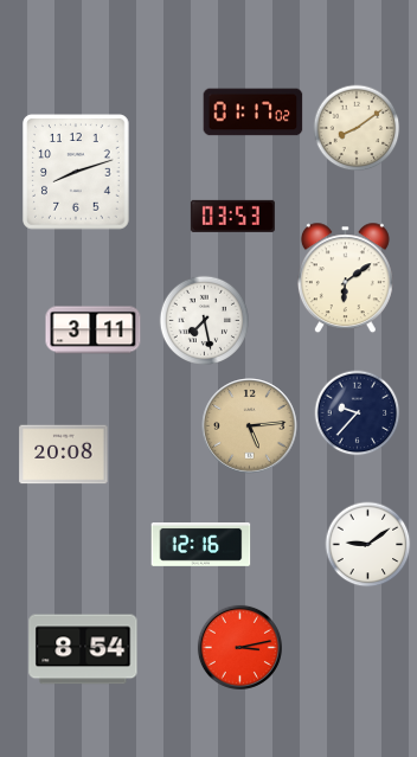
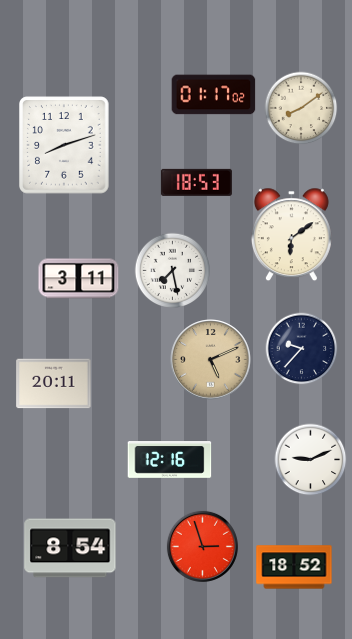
clock at (232, 216): 03:53 -> 18:53
clock at (250, 426): 5:14 -> 5:11
clock at (64, 455): 20:08 -> 20:11
clock at (368, 545): 9:09 -> 9:11
clock at (239, 647): 3:13 -> 2:57
clock at (294, 567): none -> 18:52
